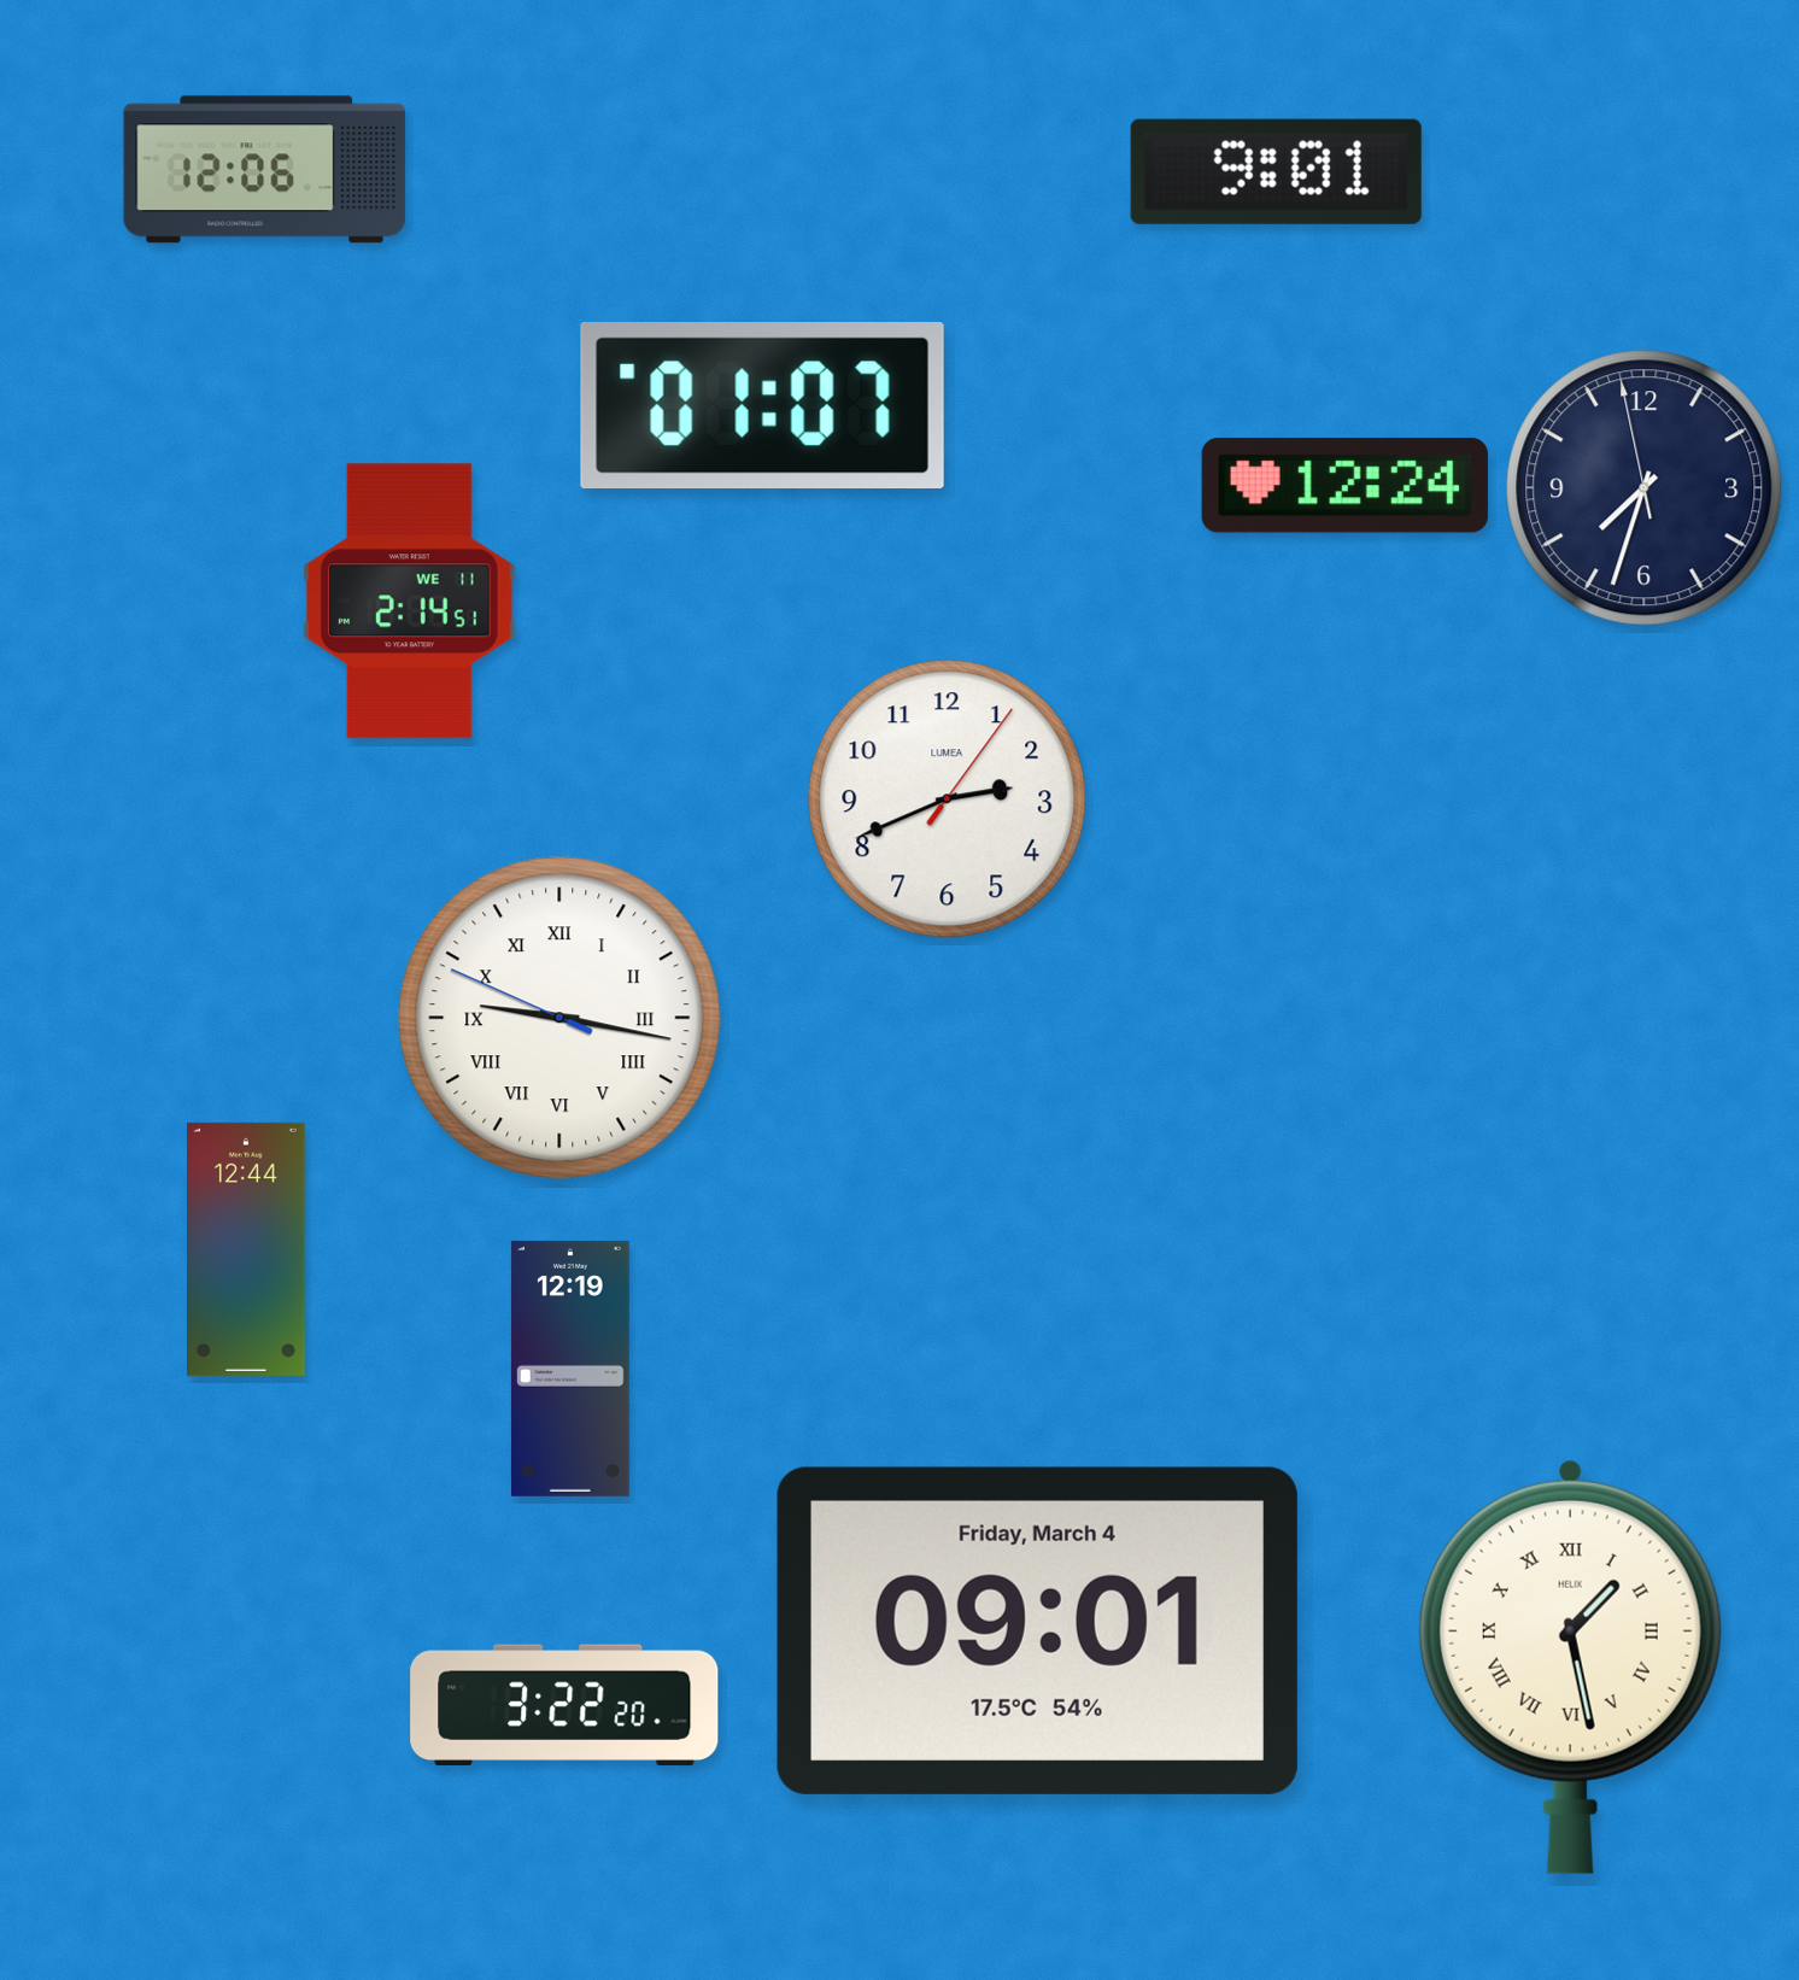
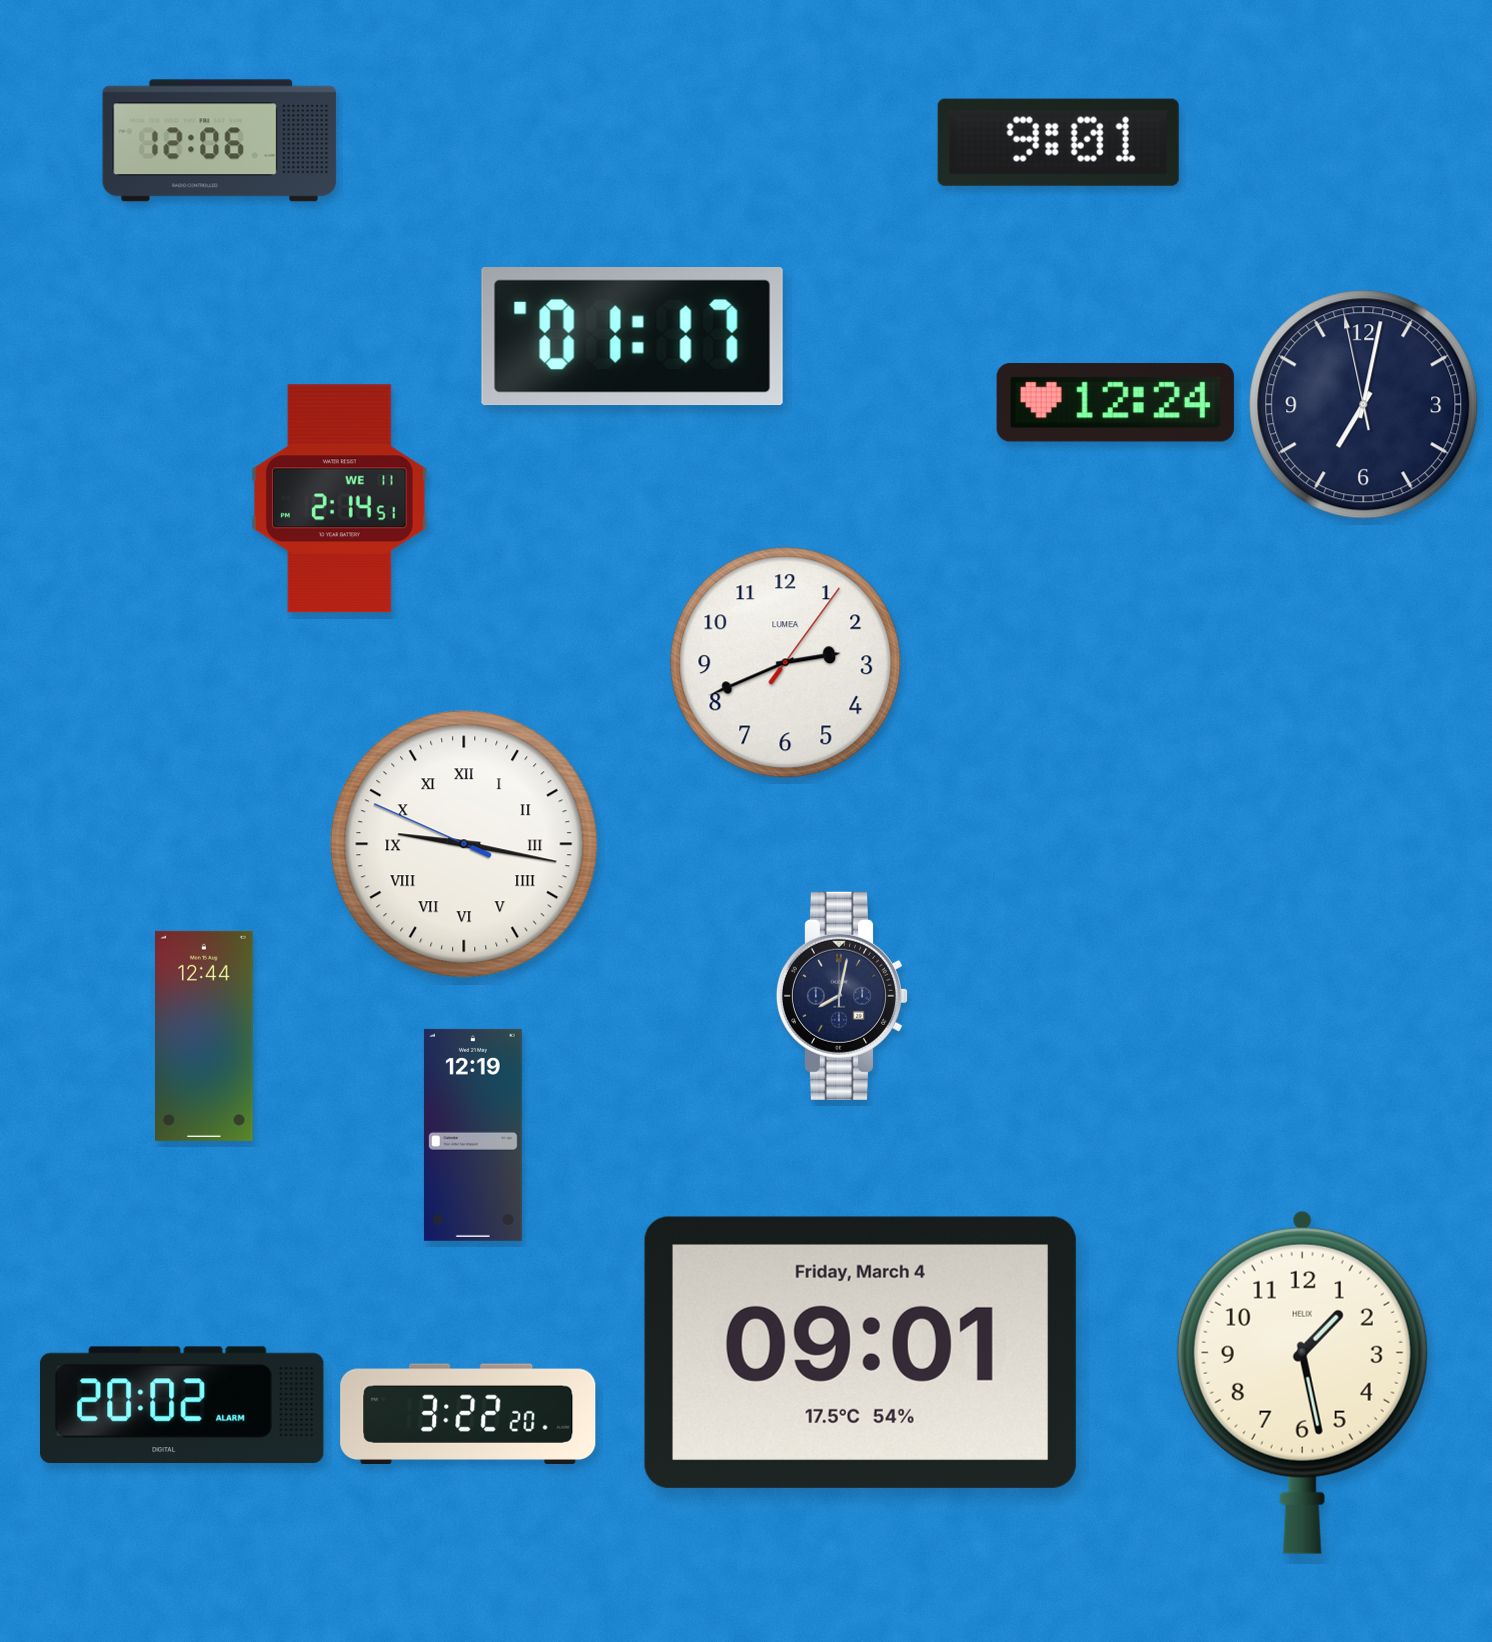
clock at (762, 406): 01:07 -> 01:17
clock at (1645, 488): 7:32 -> 7:01
clock at (842, 996): none -> 8:02
clock at (1570, 1666) numerals: Roman -> Arabic
clock at (183, 1405): none -> 20:02
